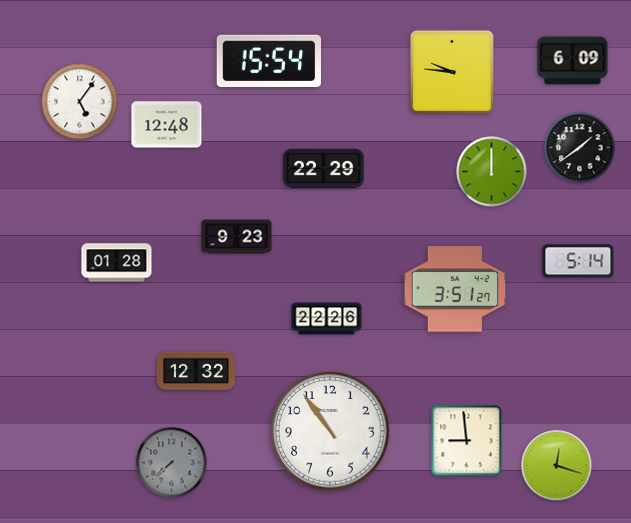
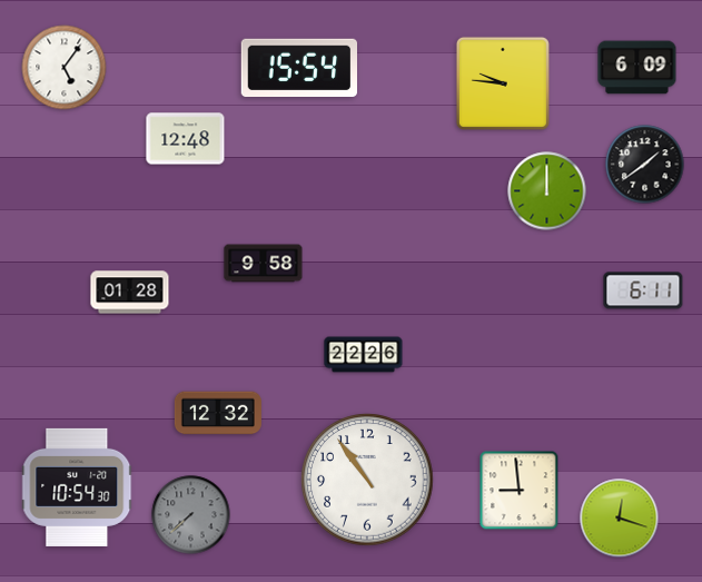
clock at (452, 72) position: (452, 72) -> (503, 83)
clock at (80, 102) position: (80, 102) -> (65, 68)
clock at (324, 168): 22:29 -> none
clock at (237, 237): 9:23 -> 9:58
clock at (578, 261): 5:14 -> 6:11
clock at (455, 289): 3:51 -> none
clock at (78, 487): none -> 10:54
